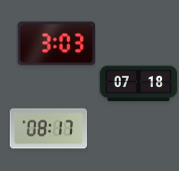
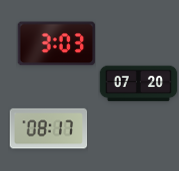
clock at (138, 84): 07:18 -> 07:20
